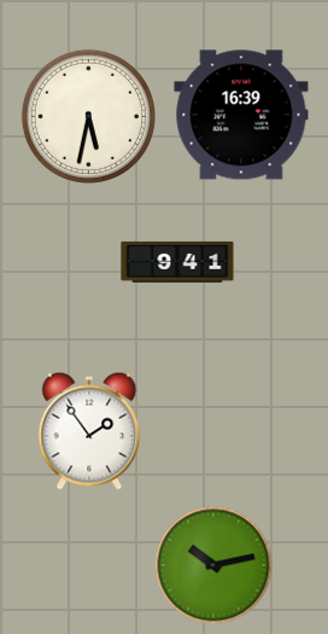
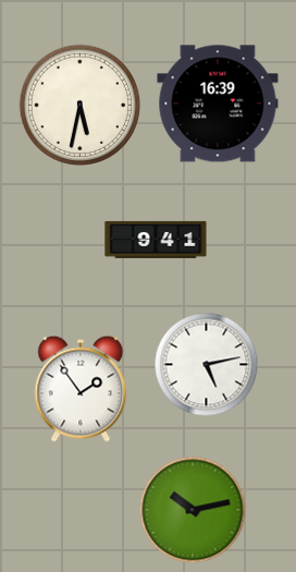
clock at (177, 262) position: (177, 262) -> (156, 240)
clock at (207, 365): none -> 5:13
